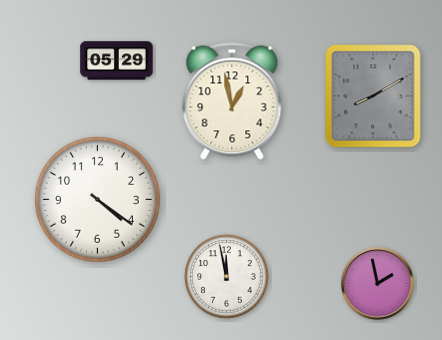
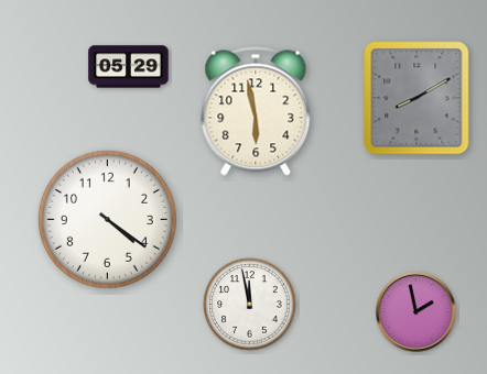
clock at (373, 96) position: (373, 96) -> (416, 98)
clock at (232, 101): 12:58 -> 5:58
